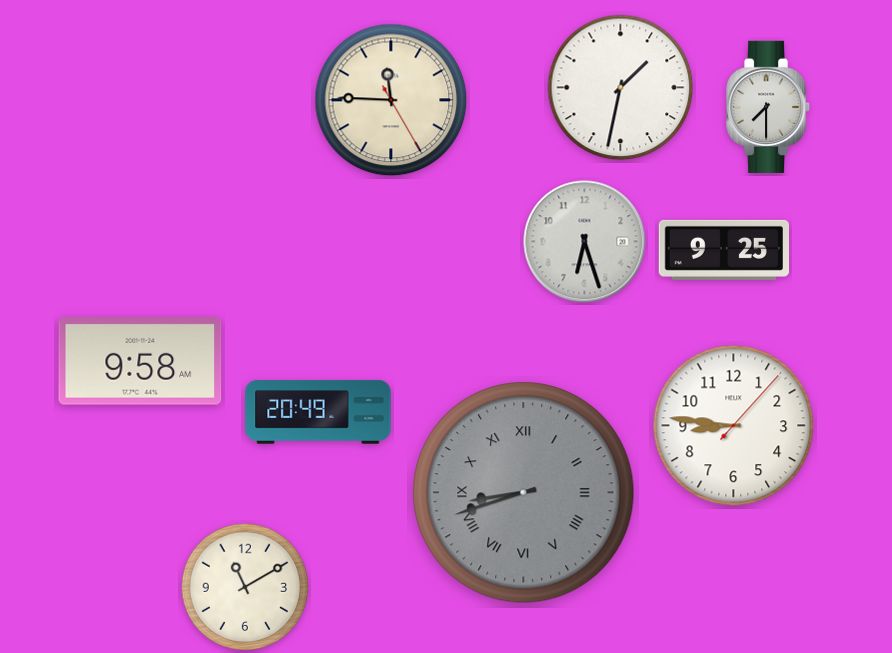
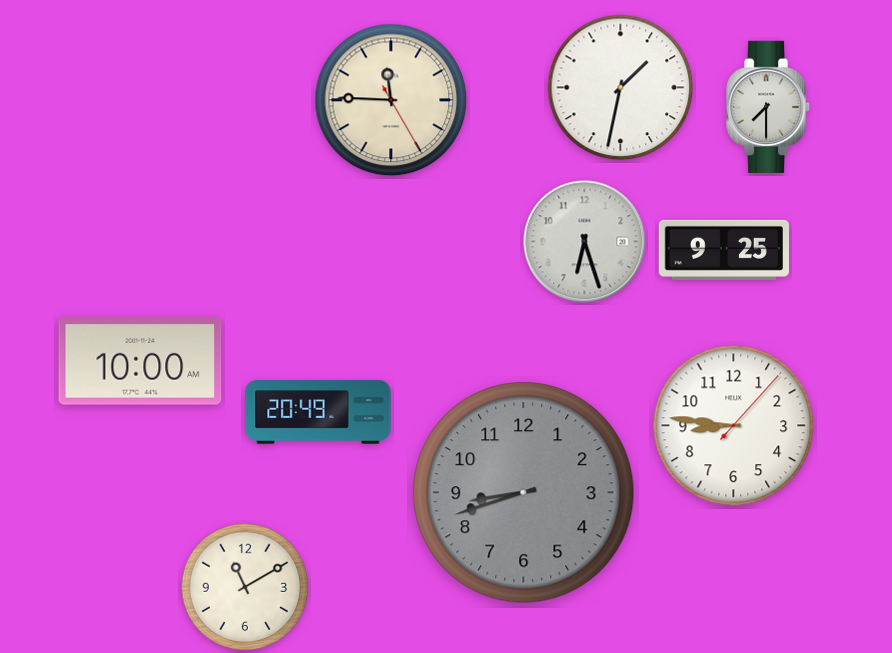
clock at (140, 361): 9:58 -> 10:00
clock at (524, 493) numerals: Roman -> Arabic
